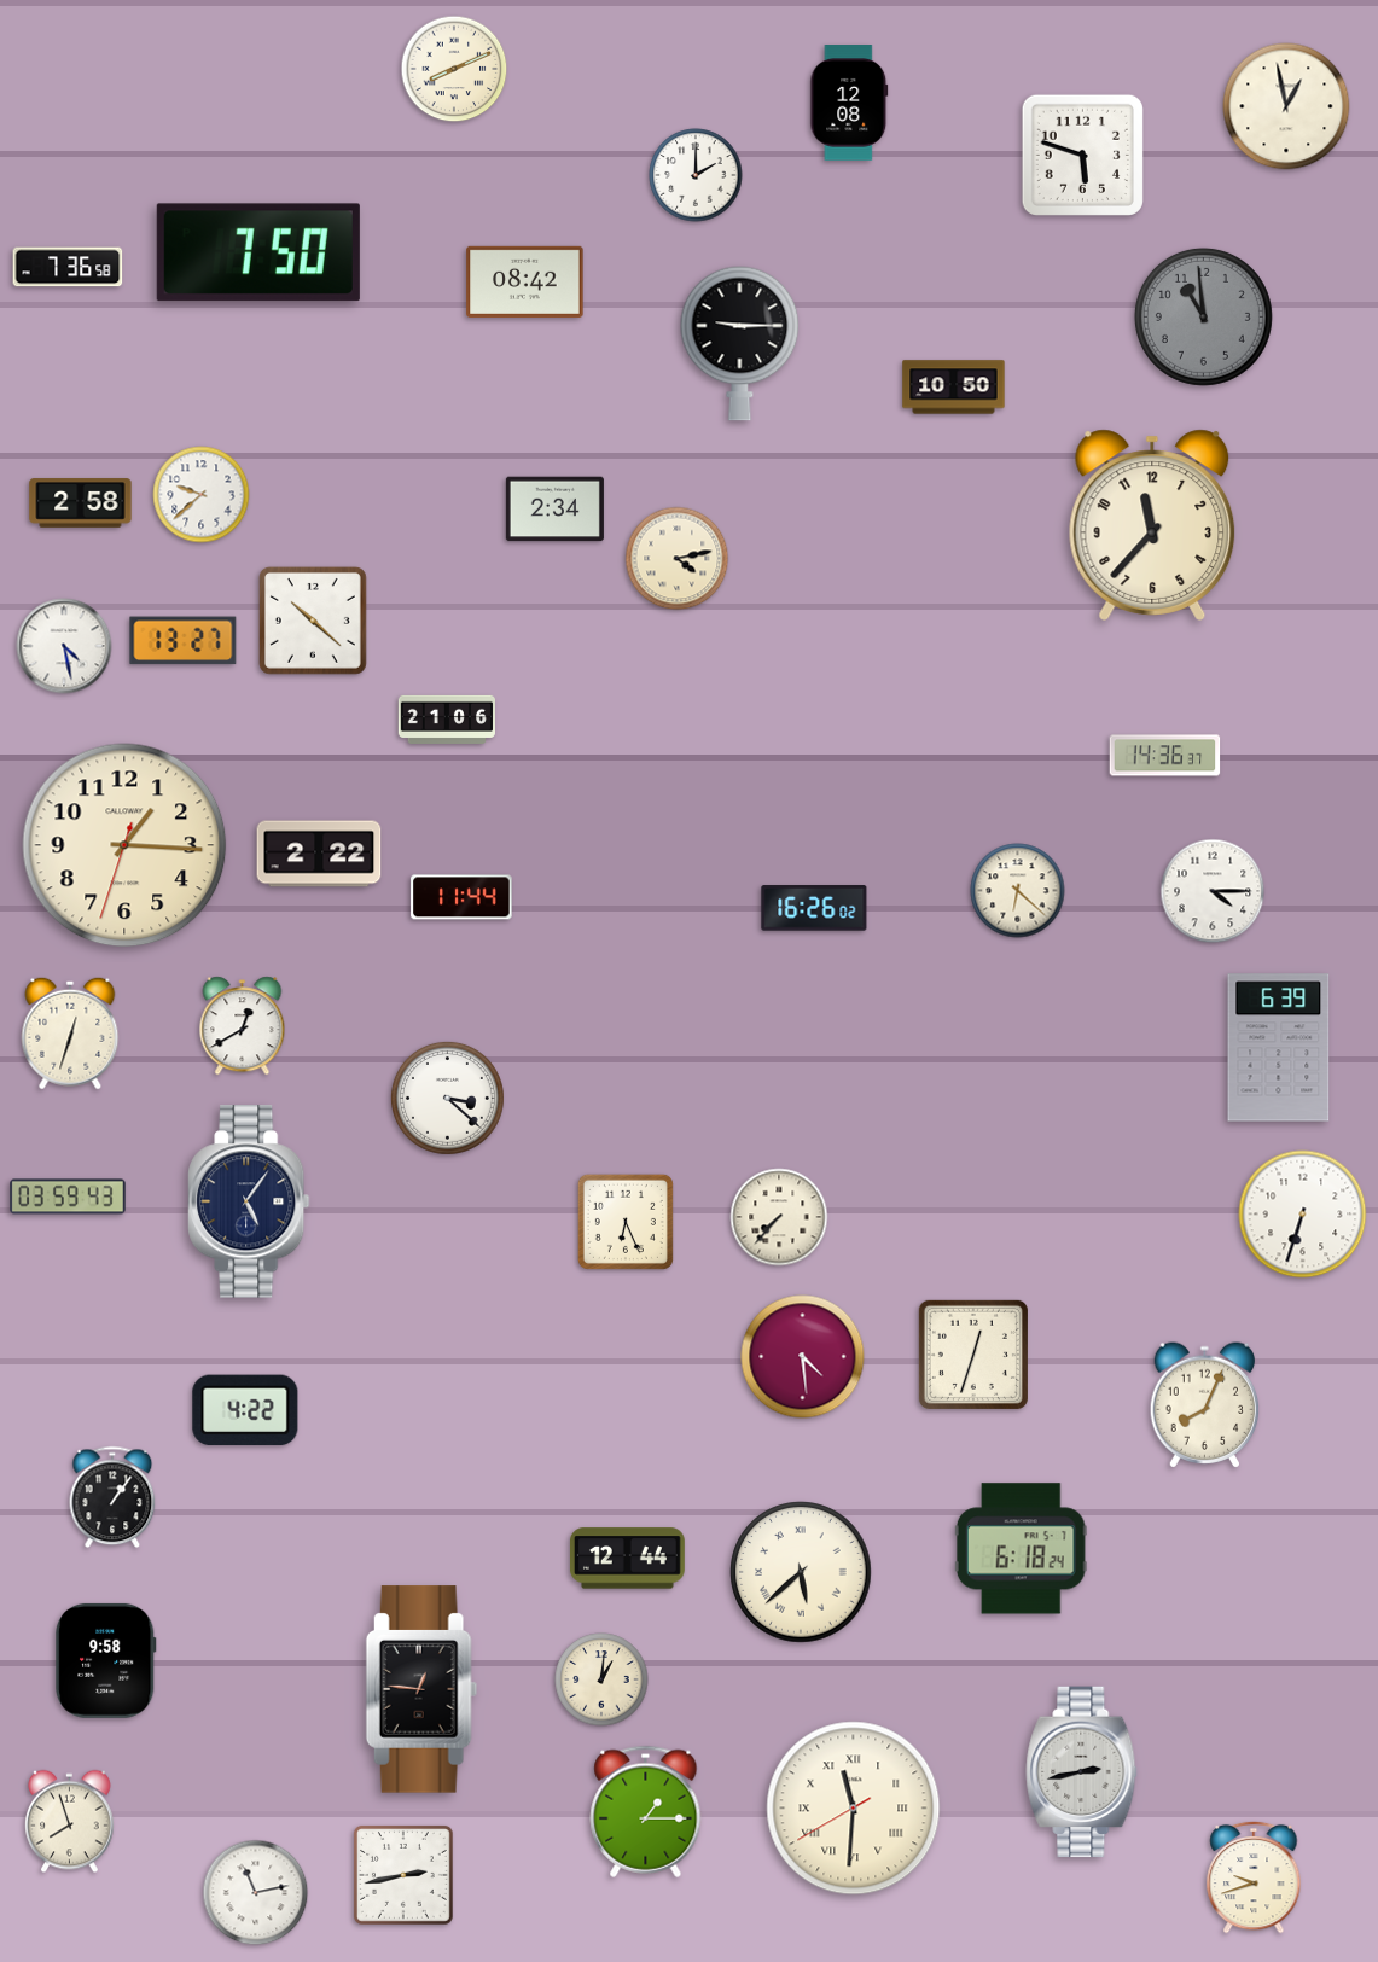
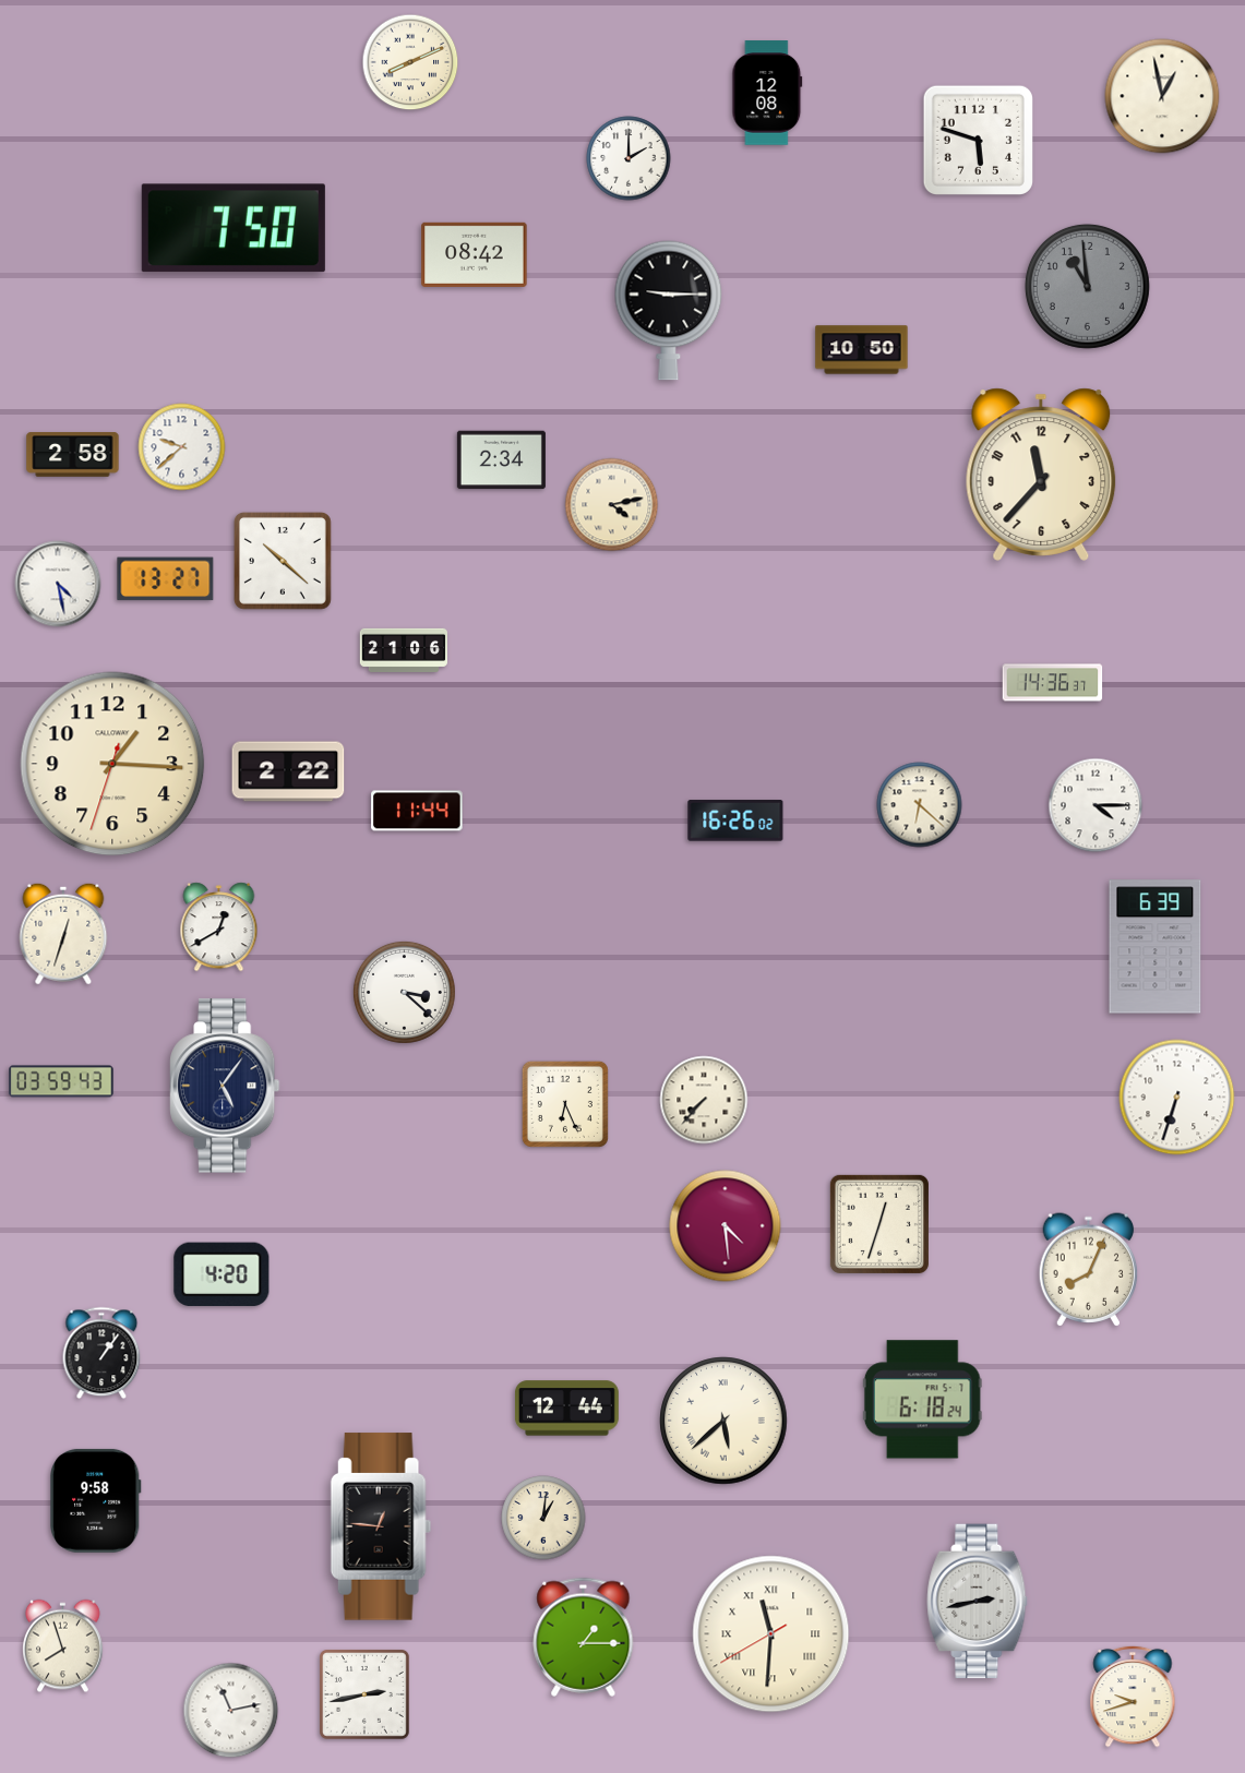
clock at (68, 267): 7:36 -> none
clock at (245, 1410): 4:22 -> 4:20
